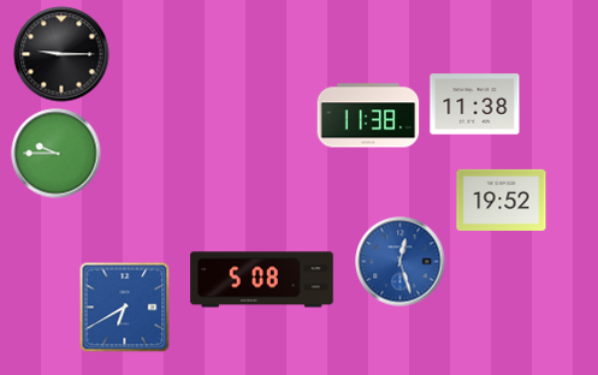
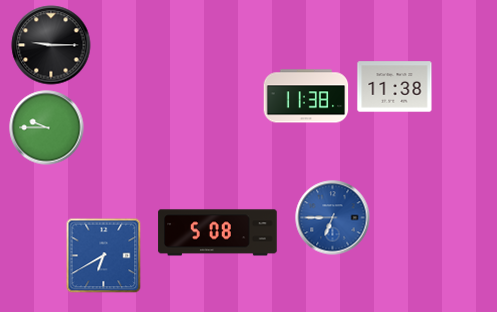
clock at (502, 200): 19:52 -> none
clock at (401, 262): 12:27 -> 6:45
